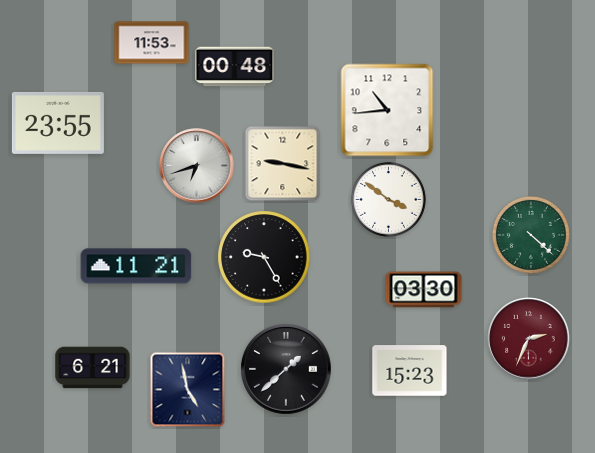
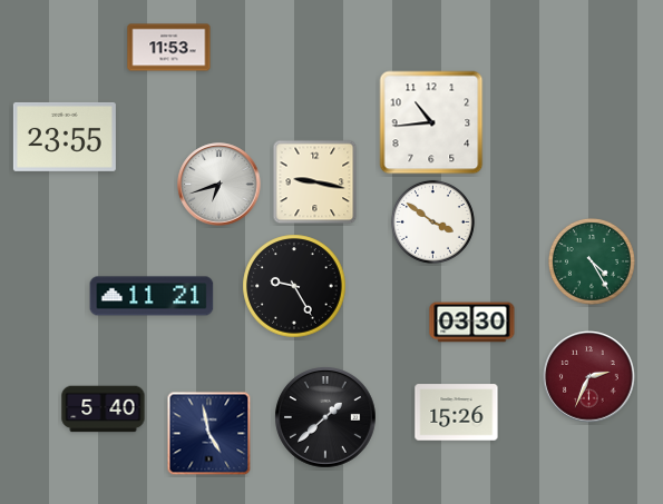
clock at (235, 67): 00:48 -> none
clock at (531, 235): 4:22 -> 4:25
clock at (93, 368): 6:21 -> 5:40
clock at (286, 369) position: (286, 369) -> (325, 417)
clock at (410, 371): 15:23 -> 15:26
